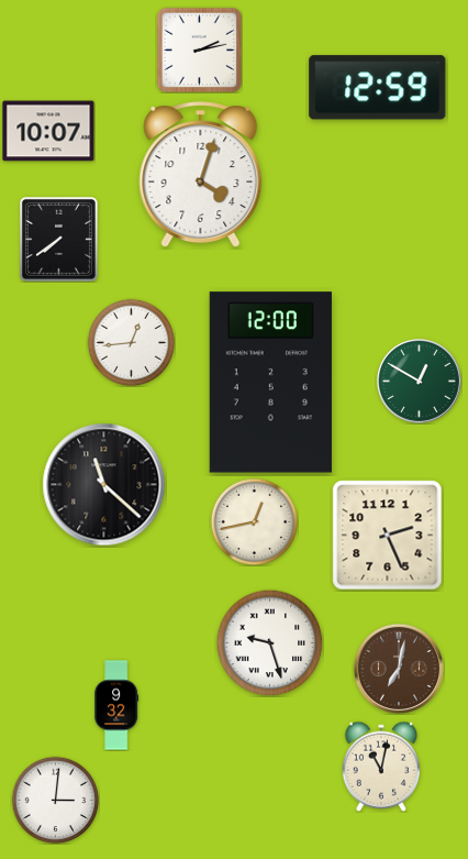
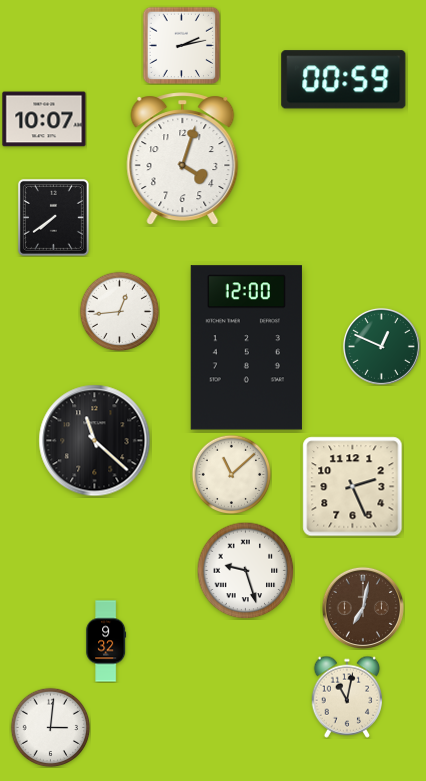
clock at (378, 88): 12:59 -> 00:59
clock at (419, 381): 12:50 -> 12:49
clock at (254, 521): 12:43 -> 11:08
clock at (269, 642) position: (269, 642) -> (245, 570)
